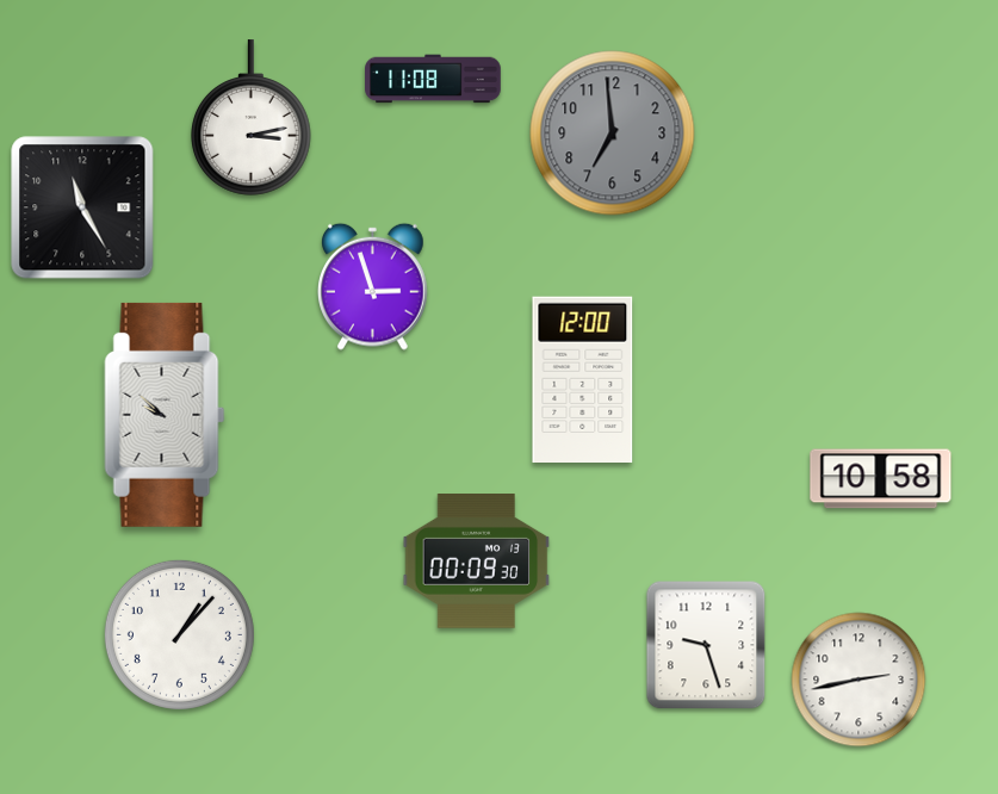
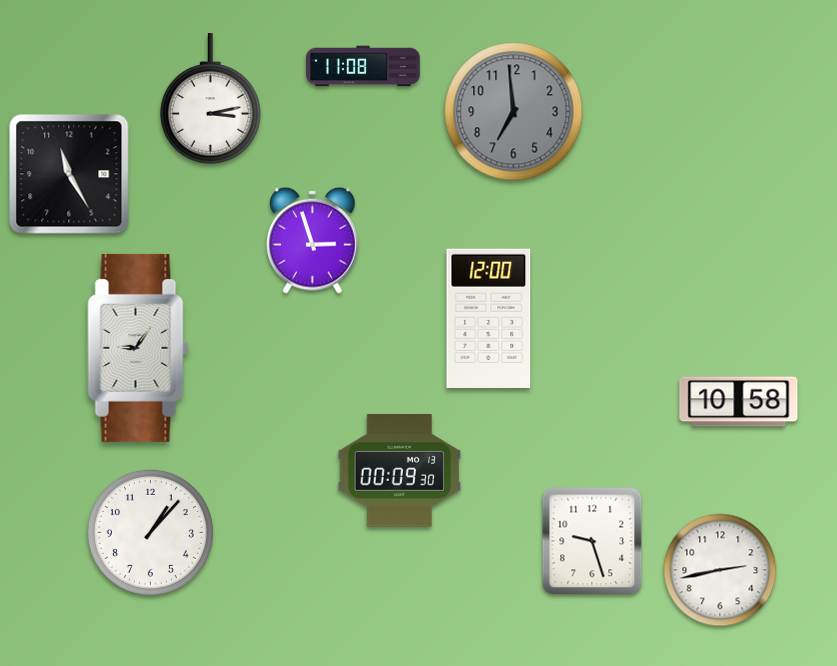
clock at (165, 415): 9:52 -> 9:06
